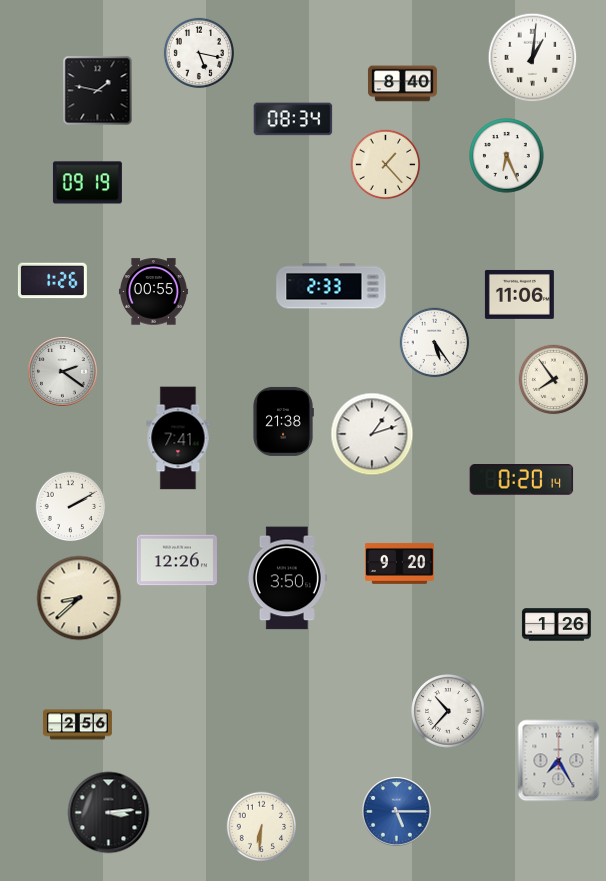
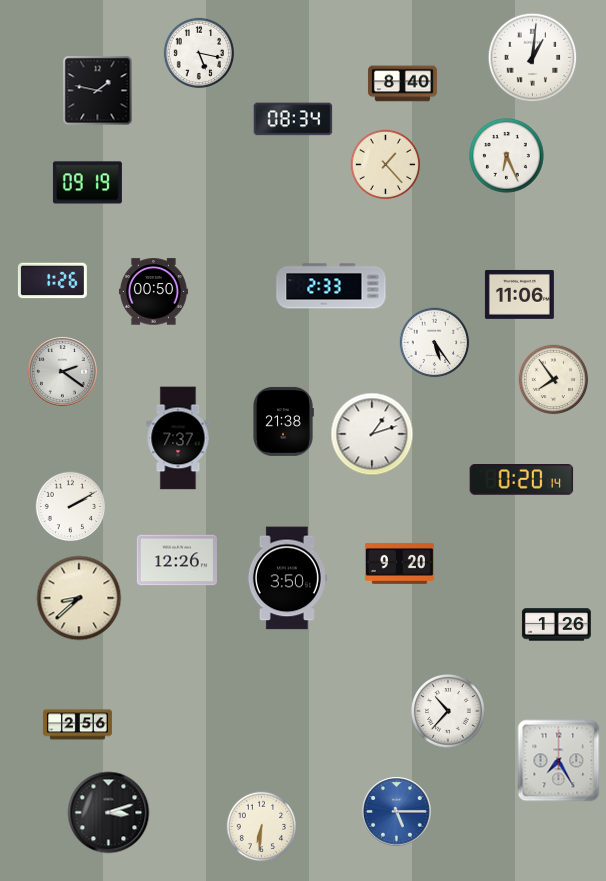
clock at (153, 292): 00:55 -> 00:50
clock at (178, 438): 7:41 -> 7:37
clock at (109, 813): 3:14 -> 3:12
